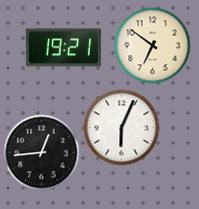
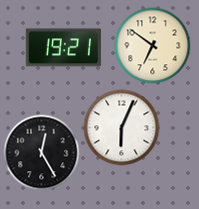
clock at (42, 153): 12:44 -> 12:25
